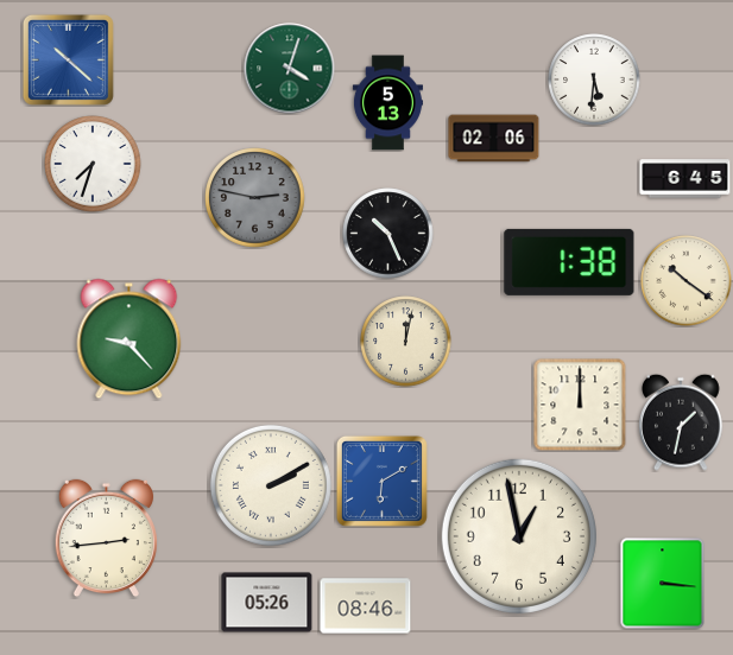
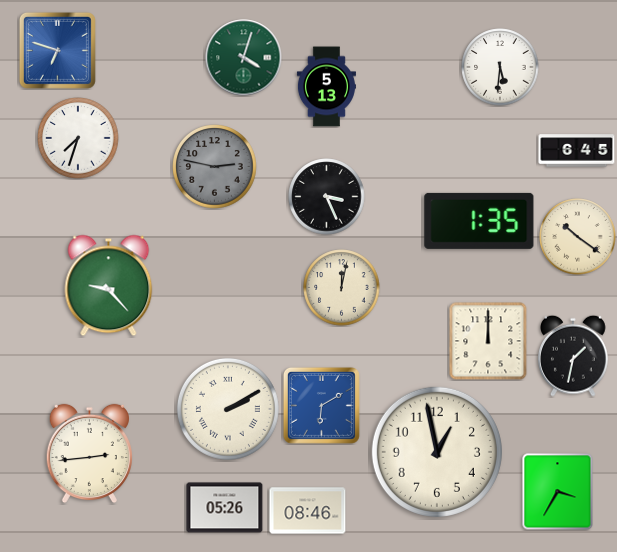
clock at (68, 59): 10:22 -> 6:48
clock at (494, 139): 02:06 -> none
clock at (388, 234): 10:26 -> 3:26
clock at (569, 262): 1:38 -> 1:35
clock at (663, 584): 3:16 -> 3:35
